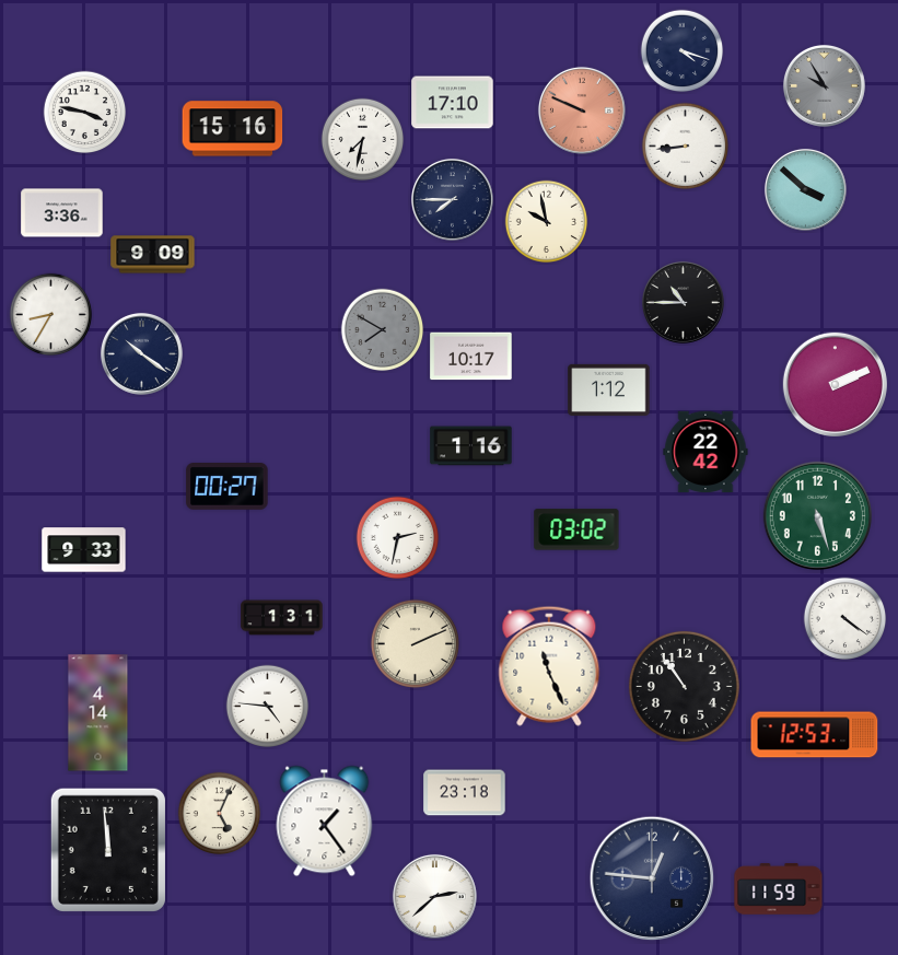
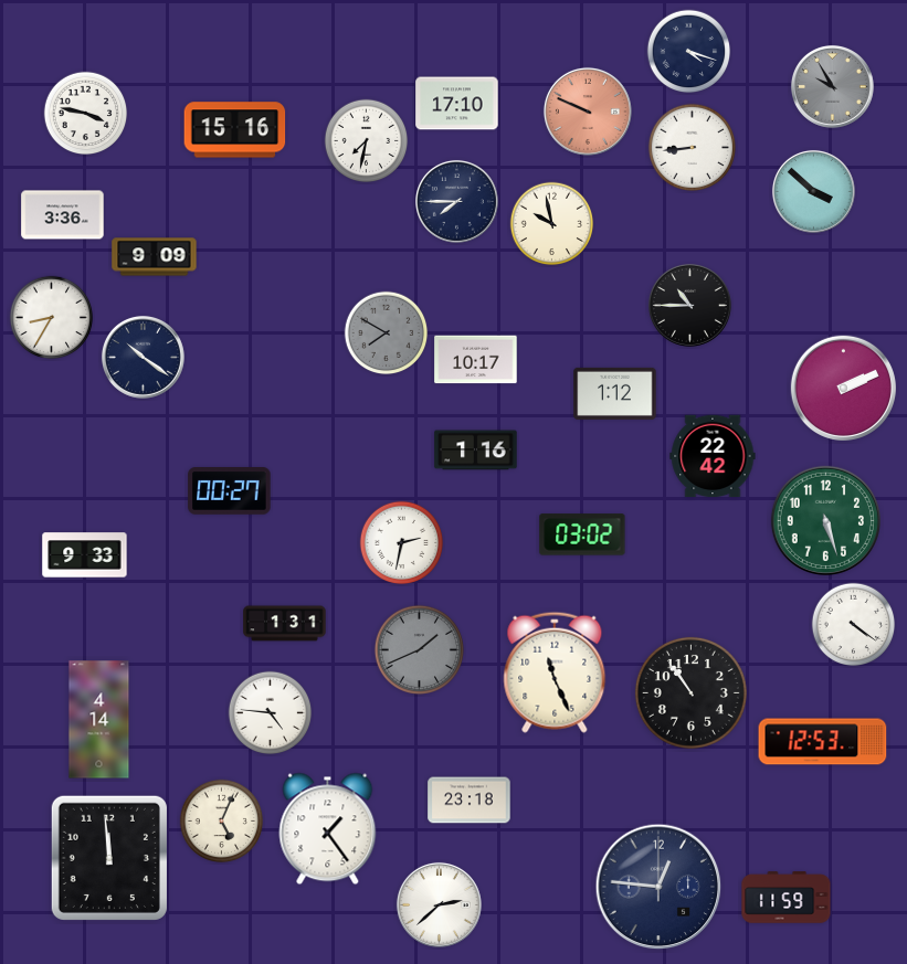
clock at (415, 643): 2:11 -> 1:41
clock at (415, 643) dial: cream -> grey
